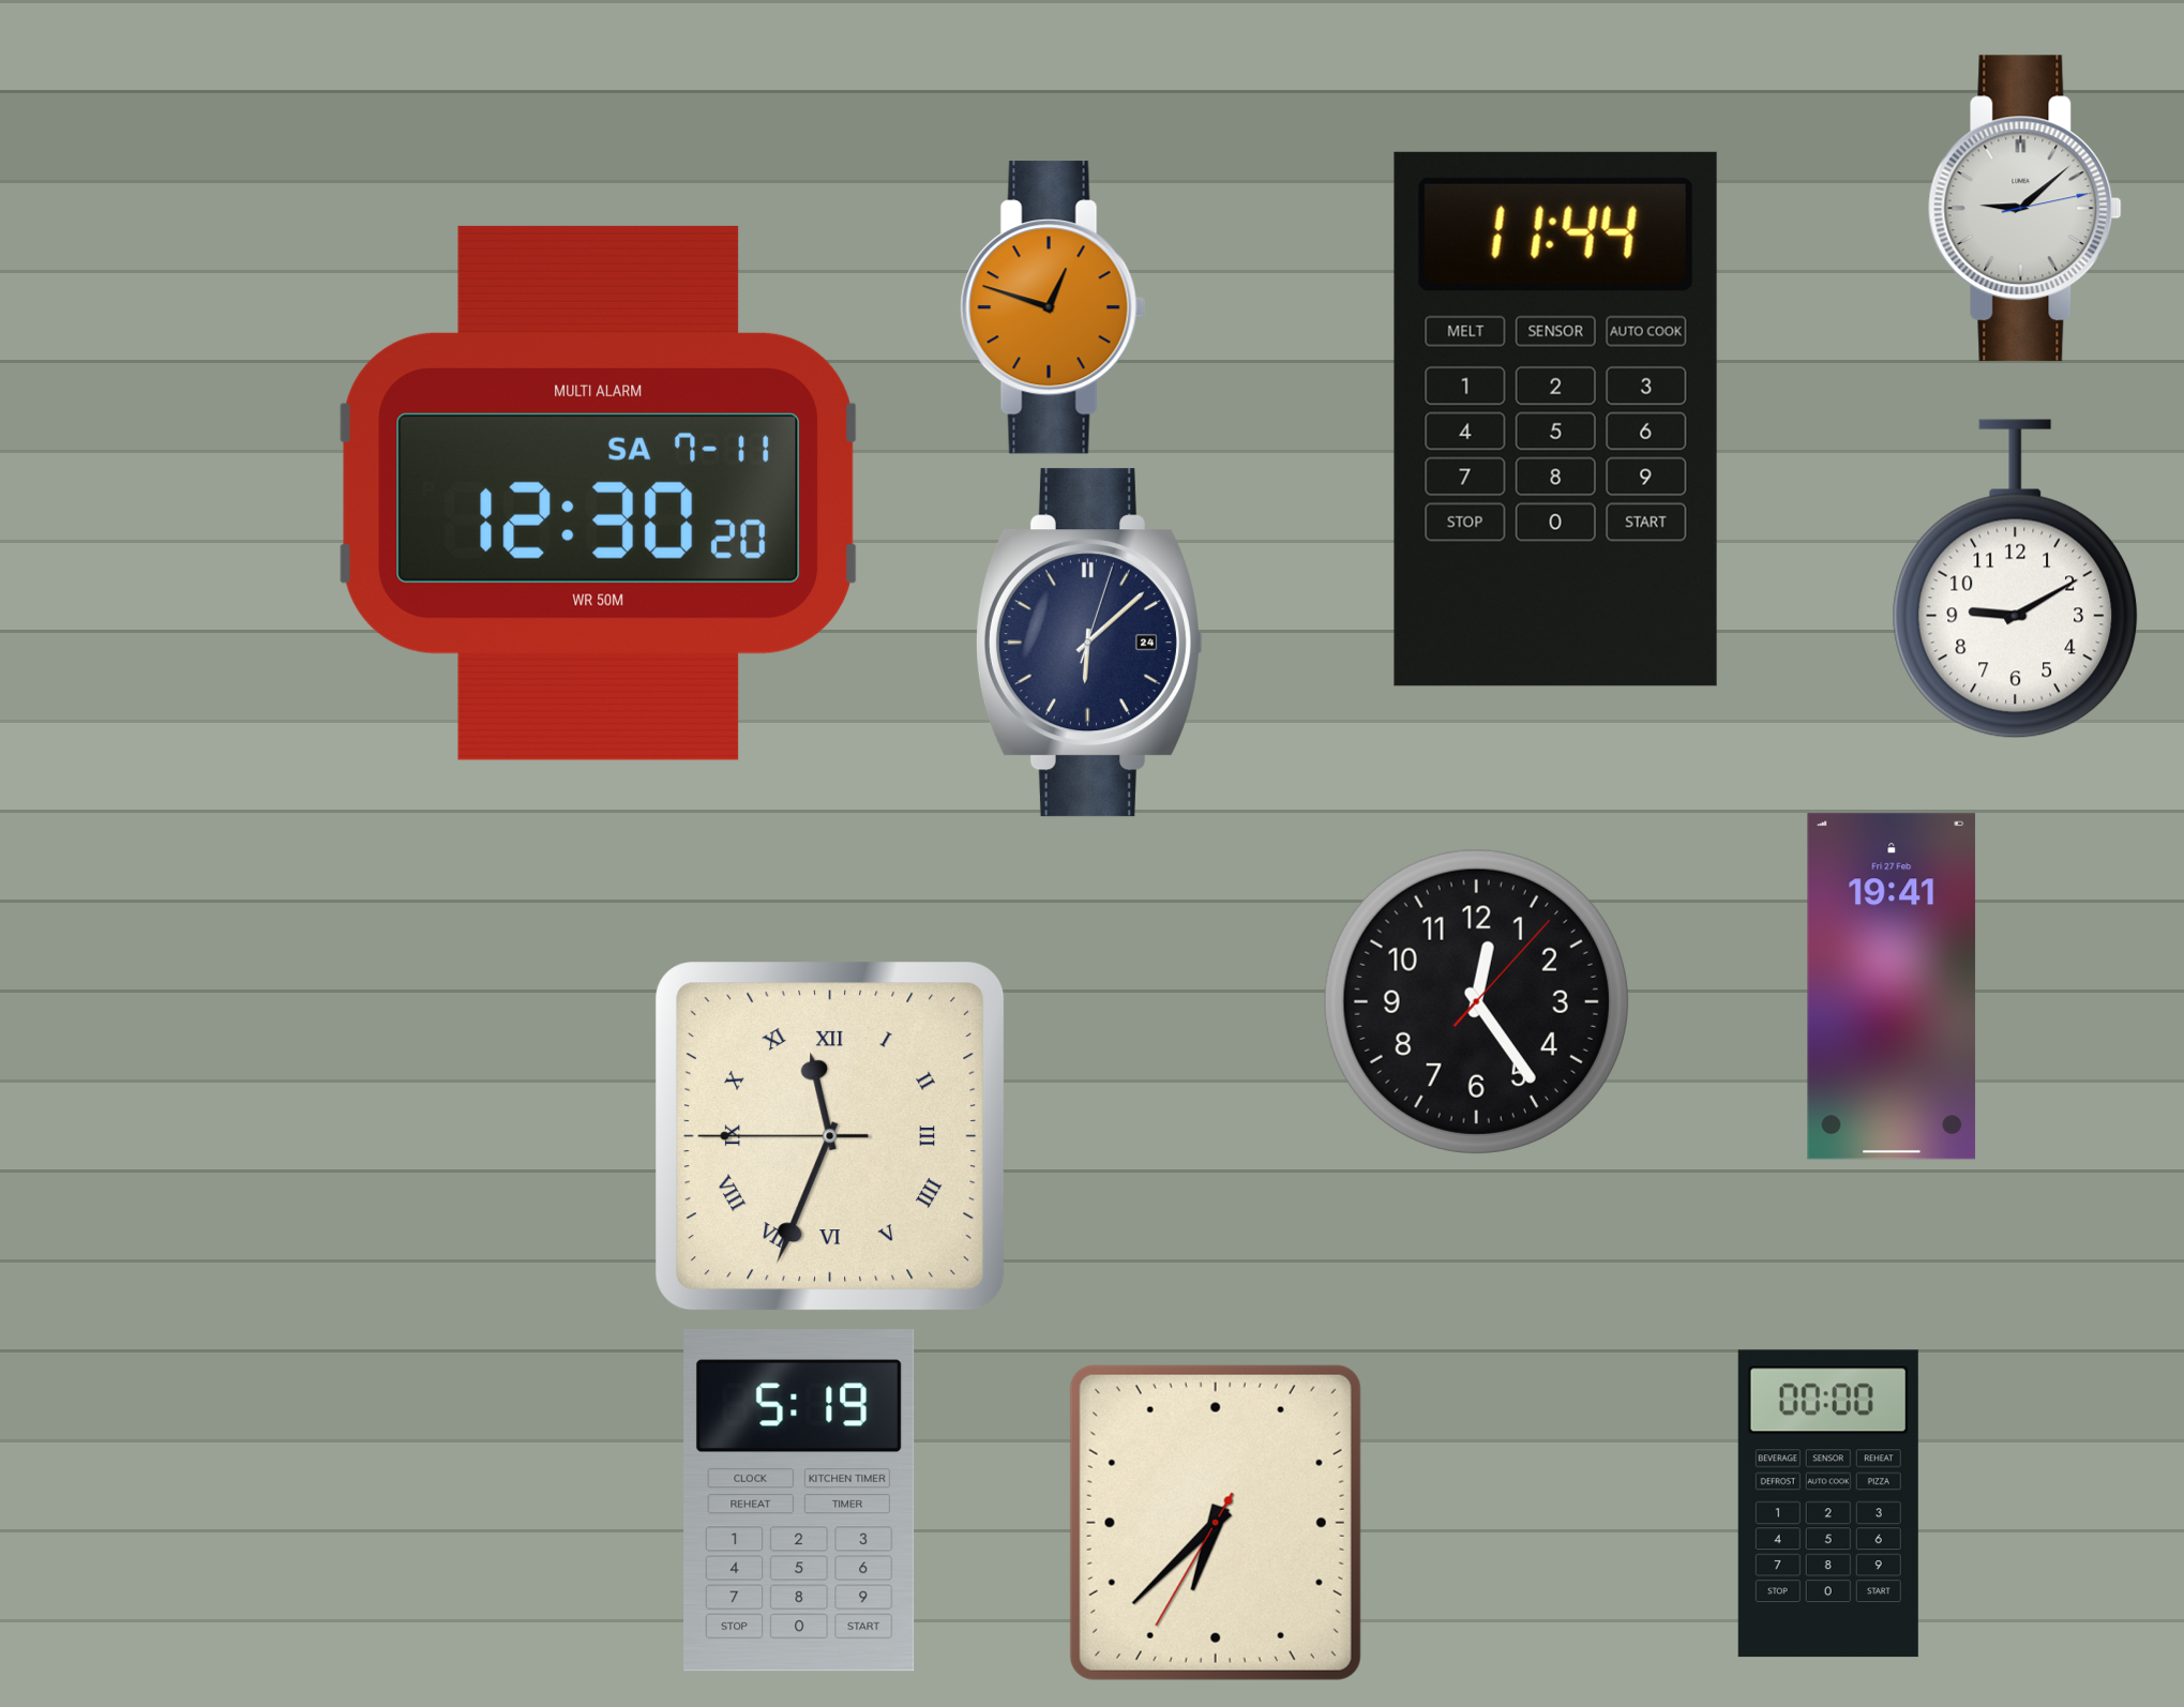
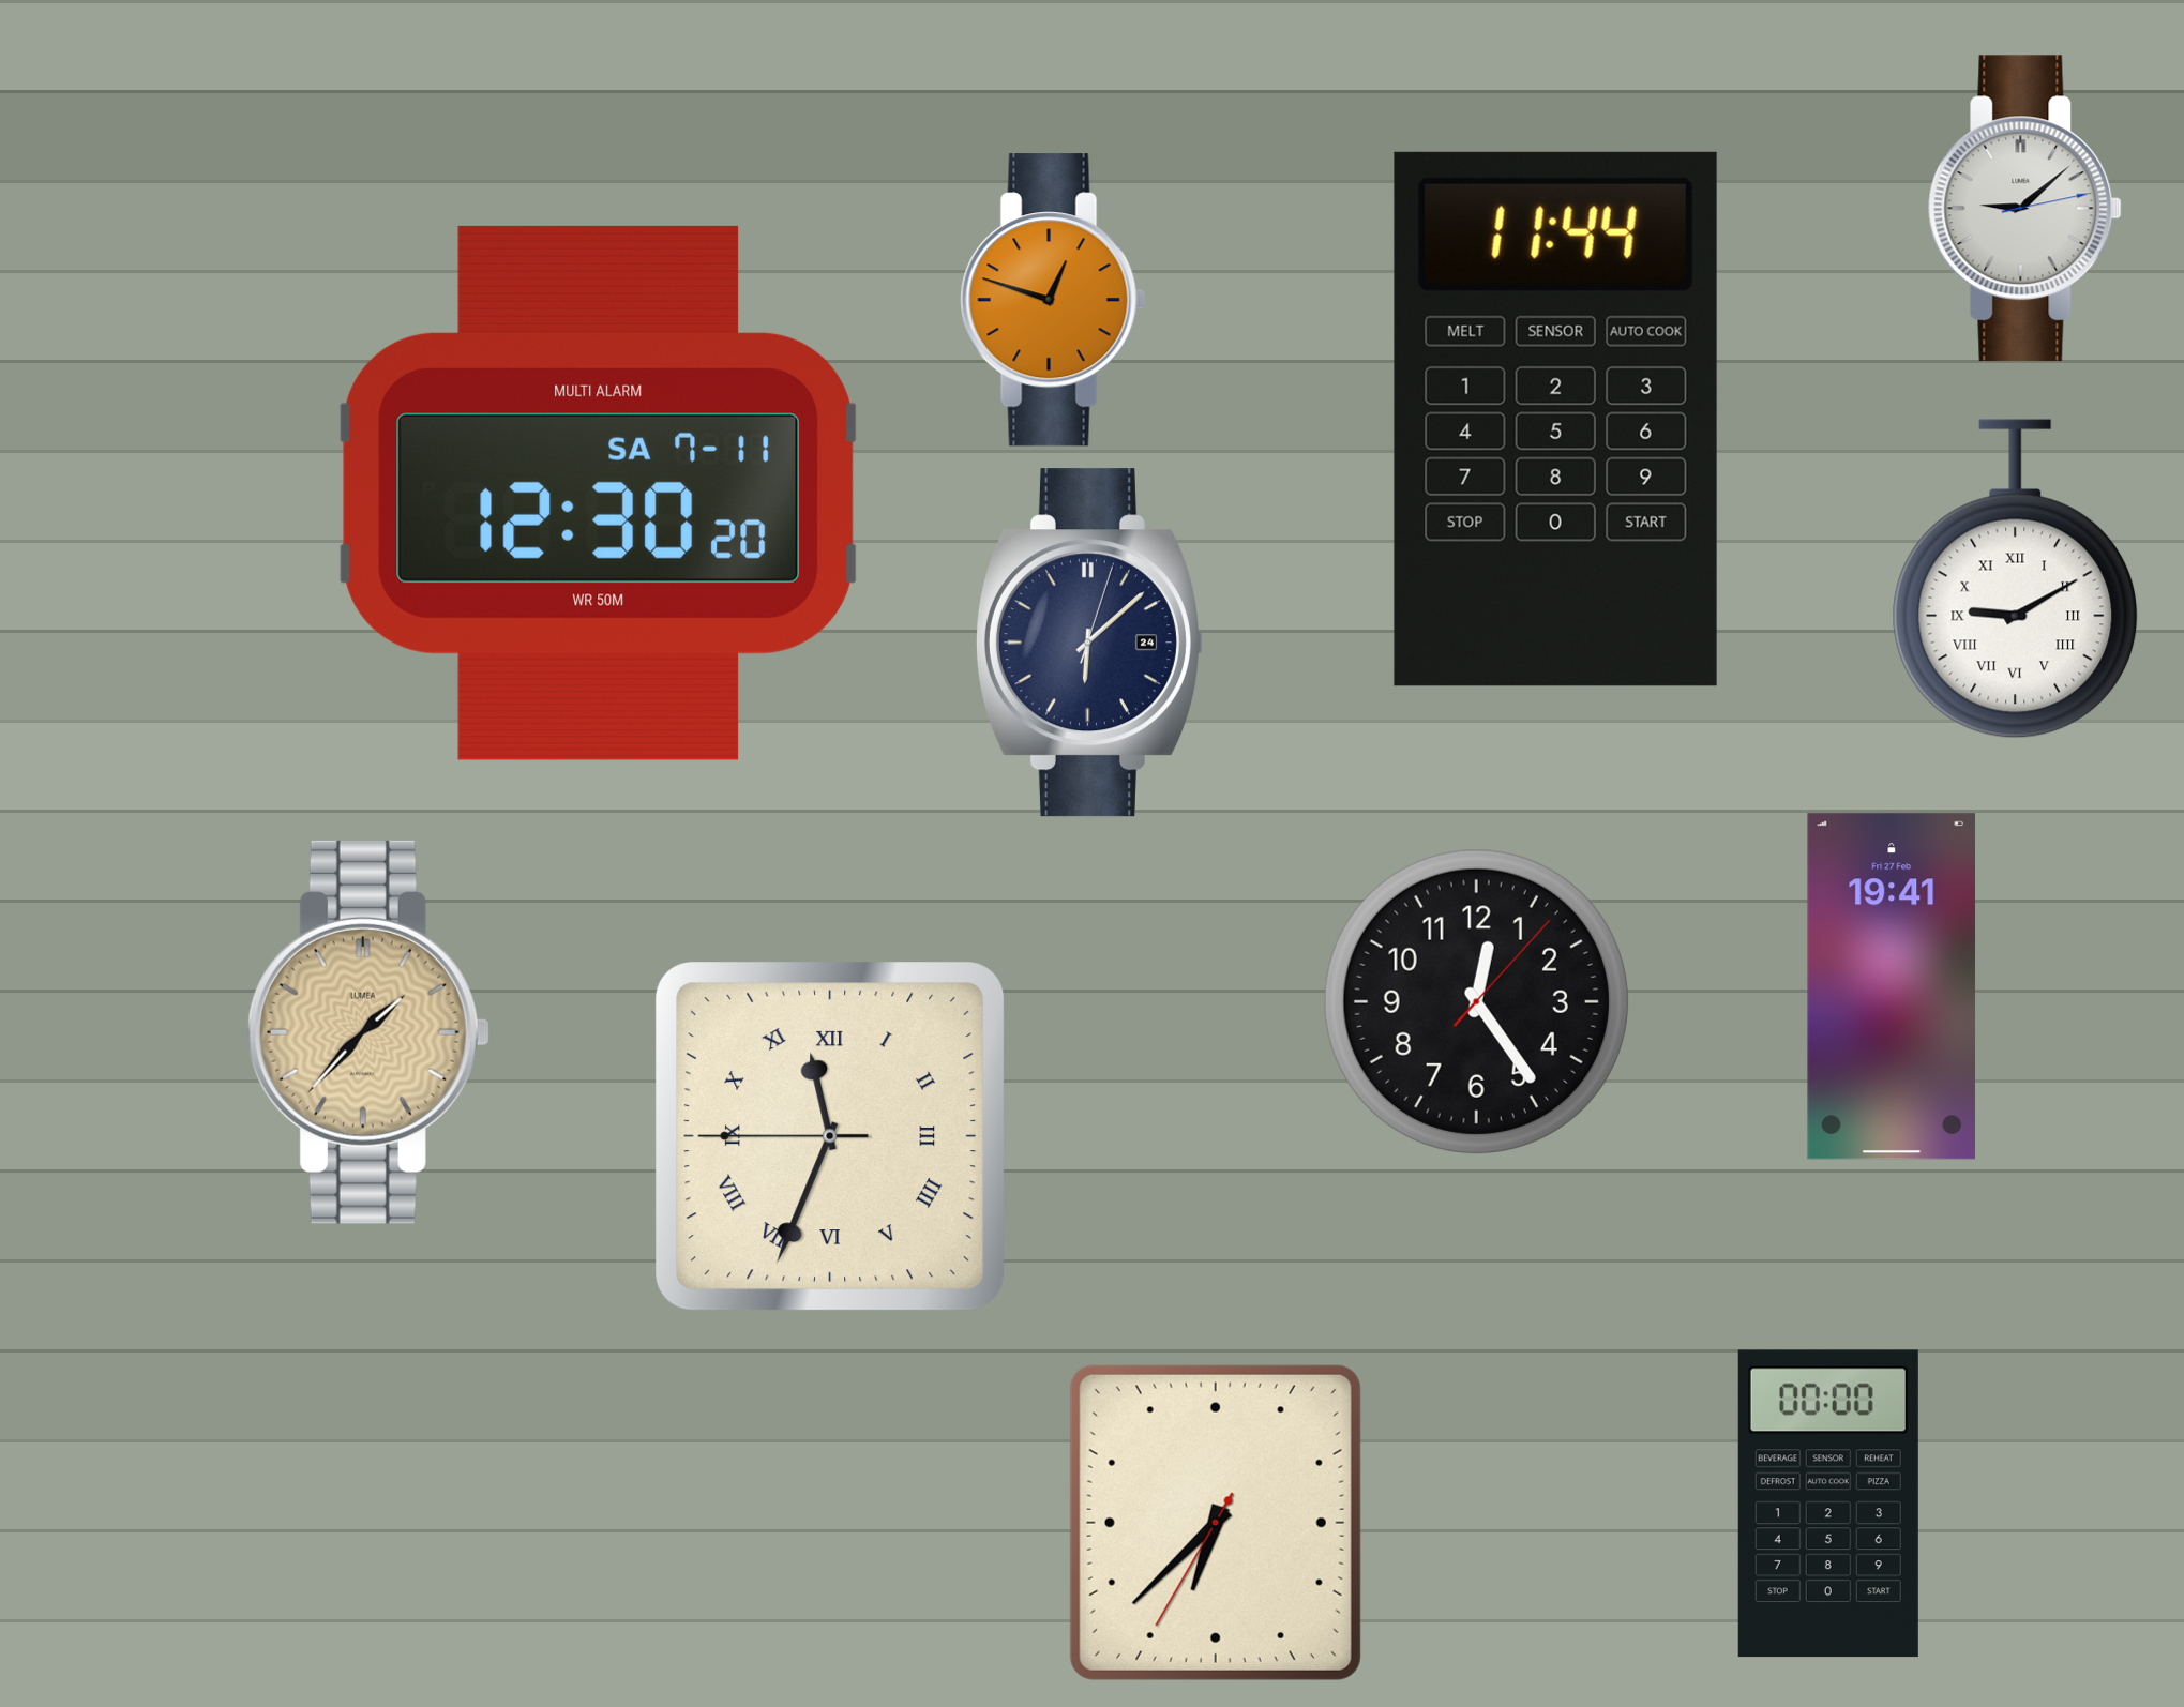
clock at (1053, 307) position: (1053, 307) -> (1053, 300)
clock at (2016, 579) numerals: Arabic -> Roman
clock at (368, 1032): none -> 1:37
clock at (799, 1501): 5:19 -> none
